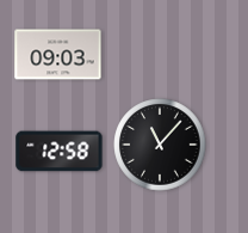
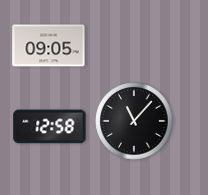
clock at (58, 55): 09:03 -> 09:05
